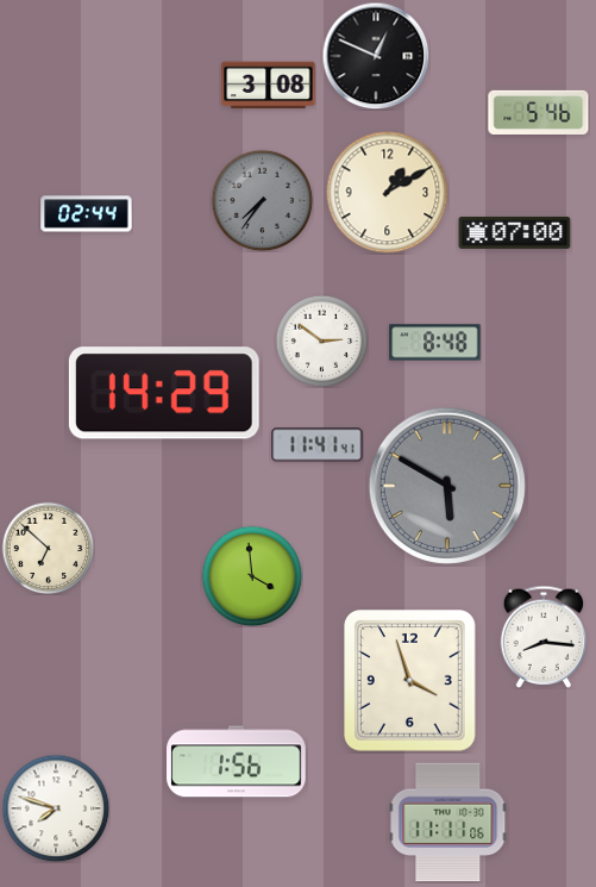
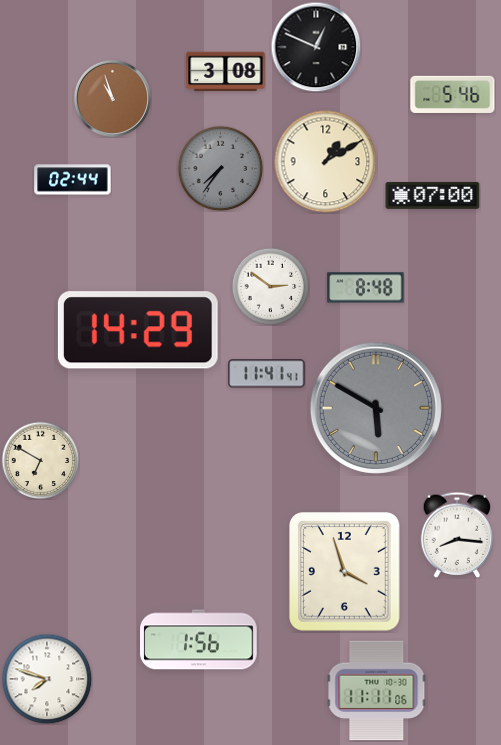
clock at (112, 98): none -> 10:57
clock at (48, 548): 6:52 -> 6:50
clock at (252, 576): 3:59 -> none
